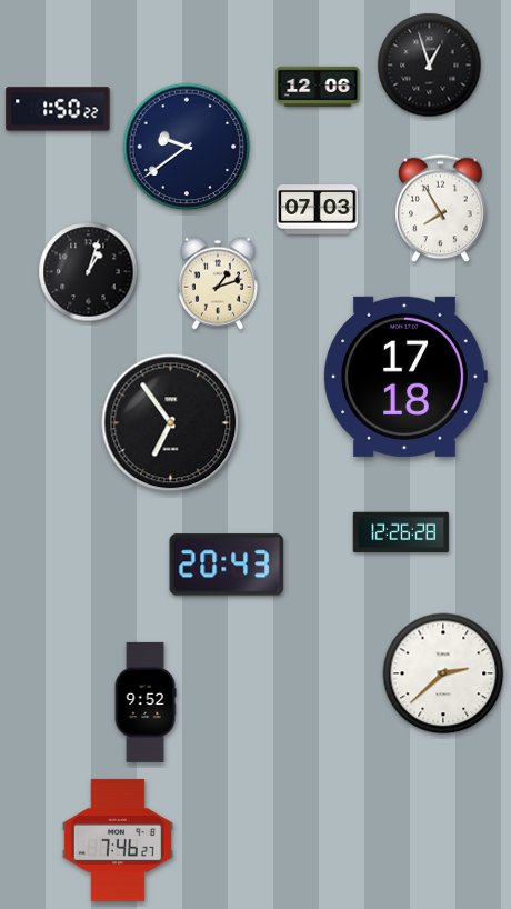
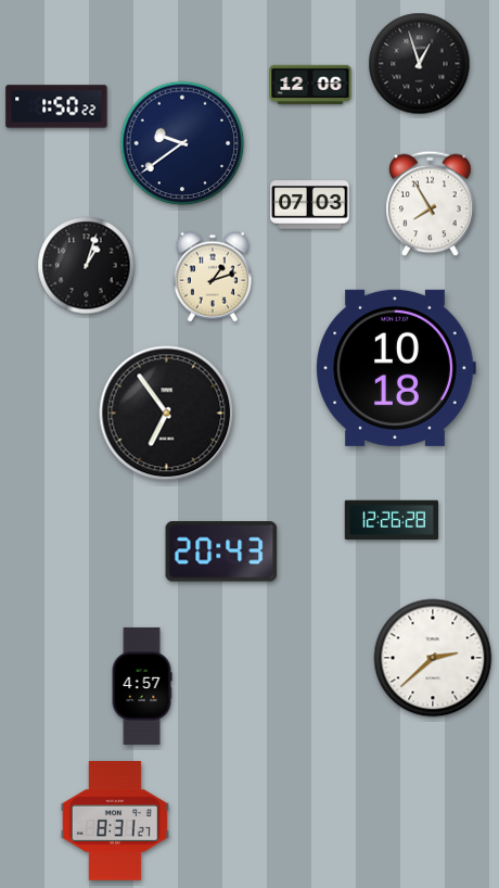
clock at (405, 377): 17:18 -> 10:18
clock at (146, 702): 9:52 -> 4:57
clock at (118, 841): 7:46 -> 8:31
